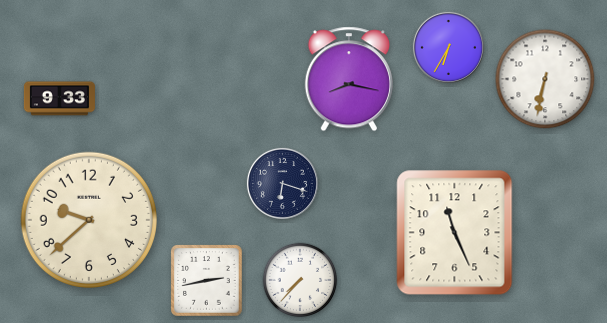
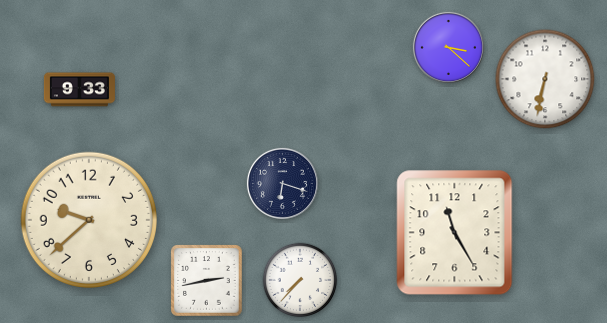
clock at (448, 47): 6:35 -> 3:22
clock at (349, 79): 8:17 -> none
clock at (59, 99) position: (59, 99) -> (79, 90)
clock at (455, 233): 11:26 -> 11:25
